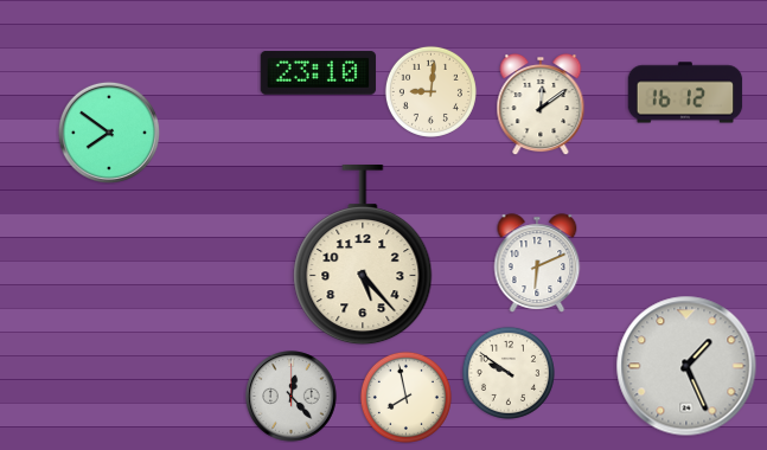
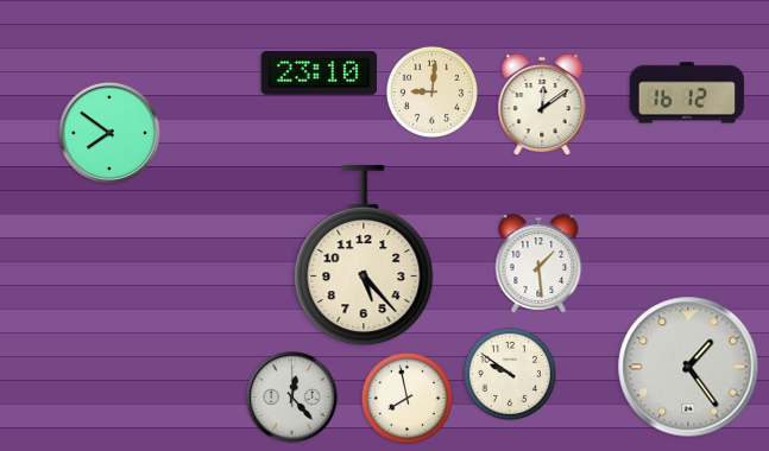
clock at (537, 263): 6:11 -> 1:29
clock at (686, 366): 1:26 -> 1:24
